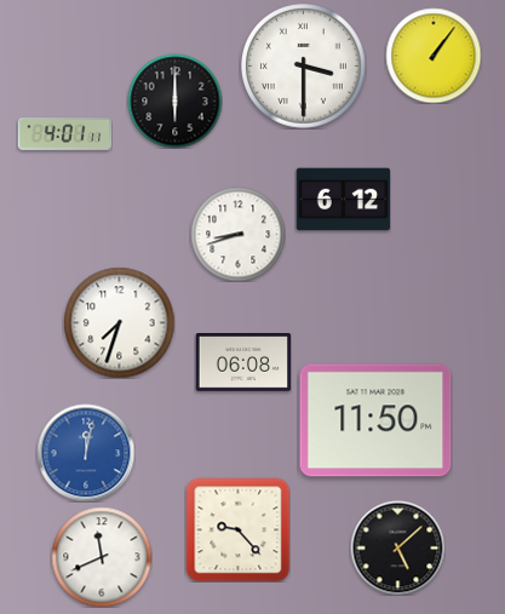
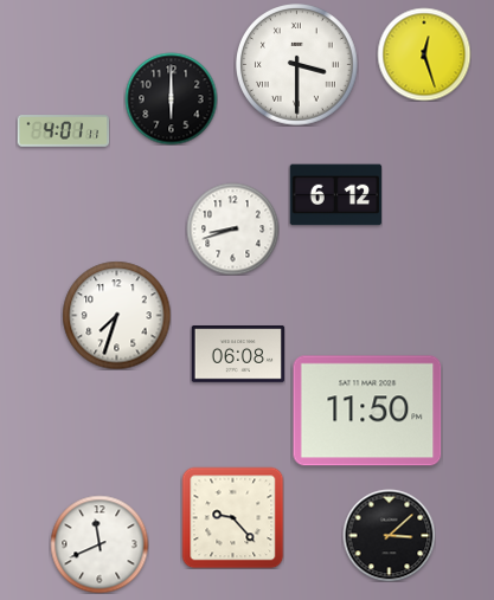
clock at (434, 56): 1:06 -> 12:27
clock at (86, 453): 12:02 -> none
clock at (397, 547): 5:08 -> 3:08
